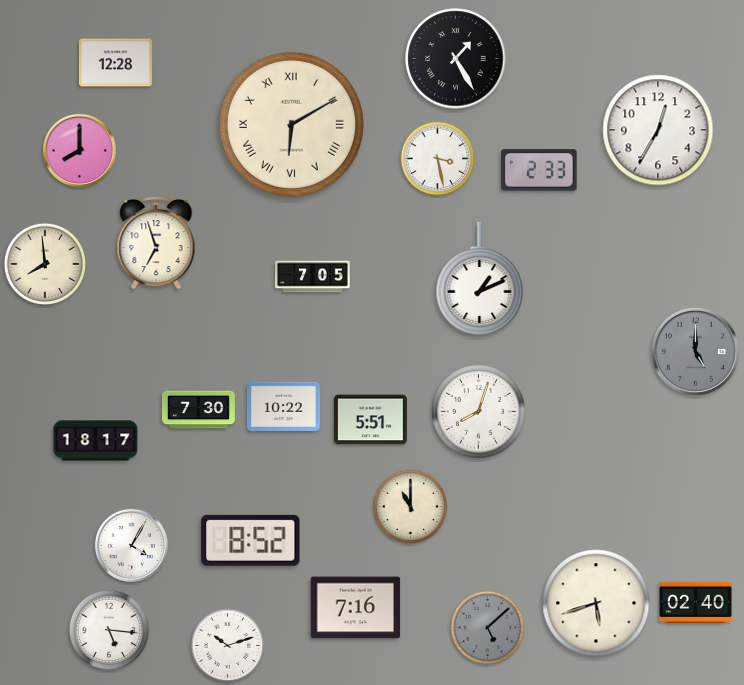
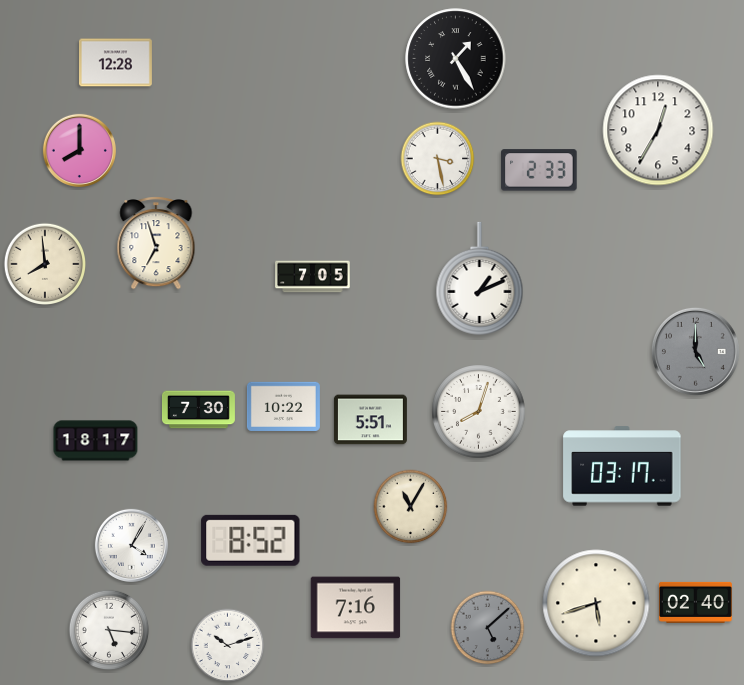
clock at (291, 124): 6:10 -> none
clock at (622, 466): none -> 03:17
clock at (411, 507): 11:00 -> 11:05
